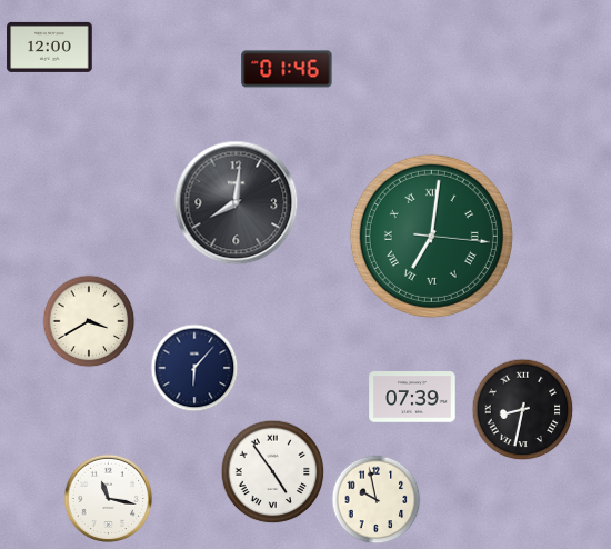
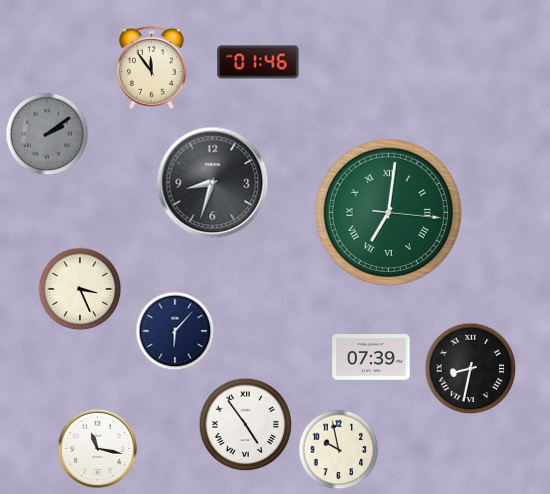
clock at (50, 47): 12:00 -> none
clock at (151, 67): none -> 11:54
clock at (47, 134): none -> 2:09
clock at (237, 203): 8:01 -> 8:33
clock at (89, 321): 3:40 -> 3:26
